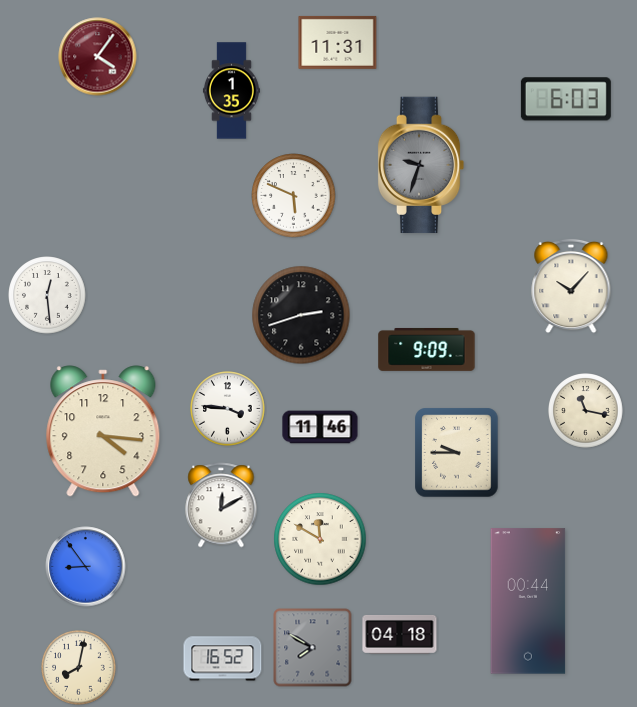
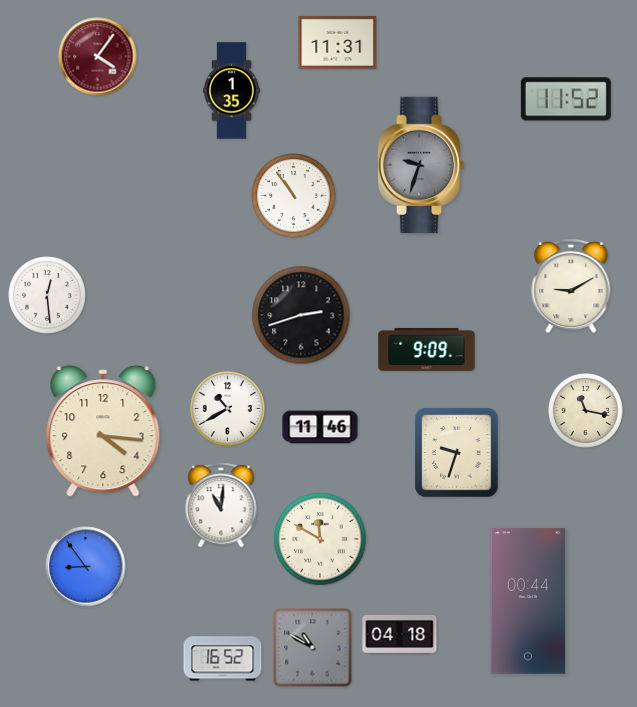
clock at (566, 99): 6:03 -> 11:52
clock at (294, 196): 5:49 -> 10:54
clock at (571, 286): 10:07 -> 9:10
clock at (228, 409): 3:46 -> 10:40
clock at (457, 453): 9:45 -> 9:33
clock at (221, 505): 12:10 -> 11:01
clock at (313, 648): 7:50 -> 10:50
clock at (79, 668): 8:02 -> none
